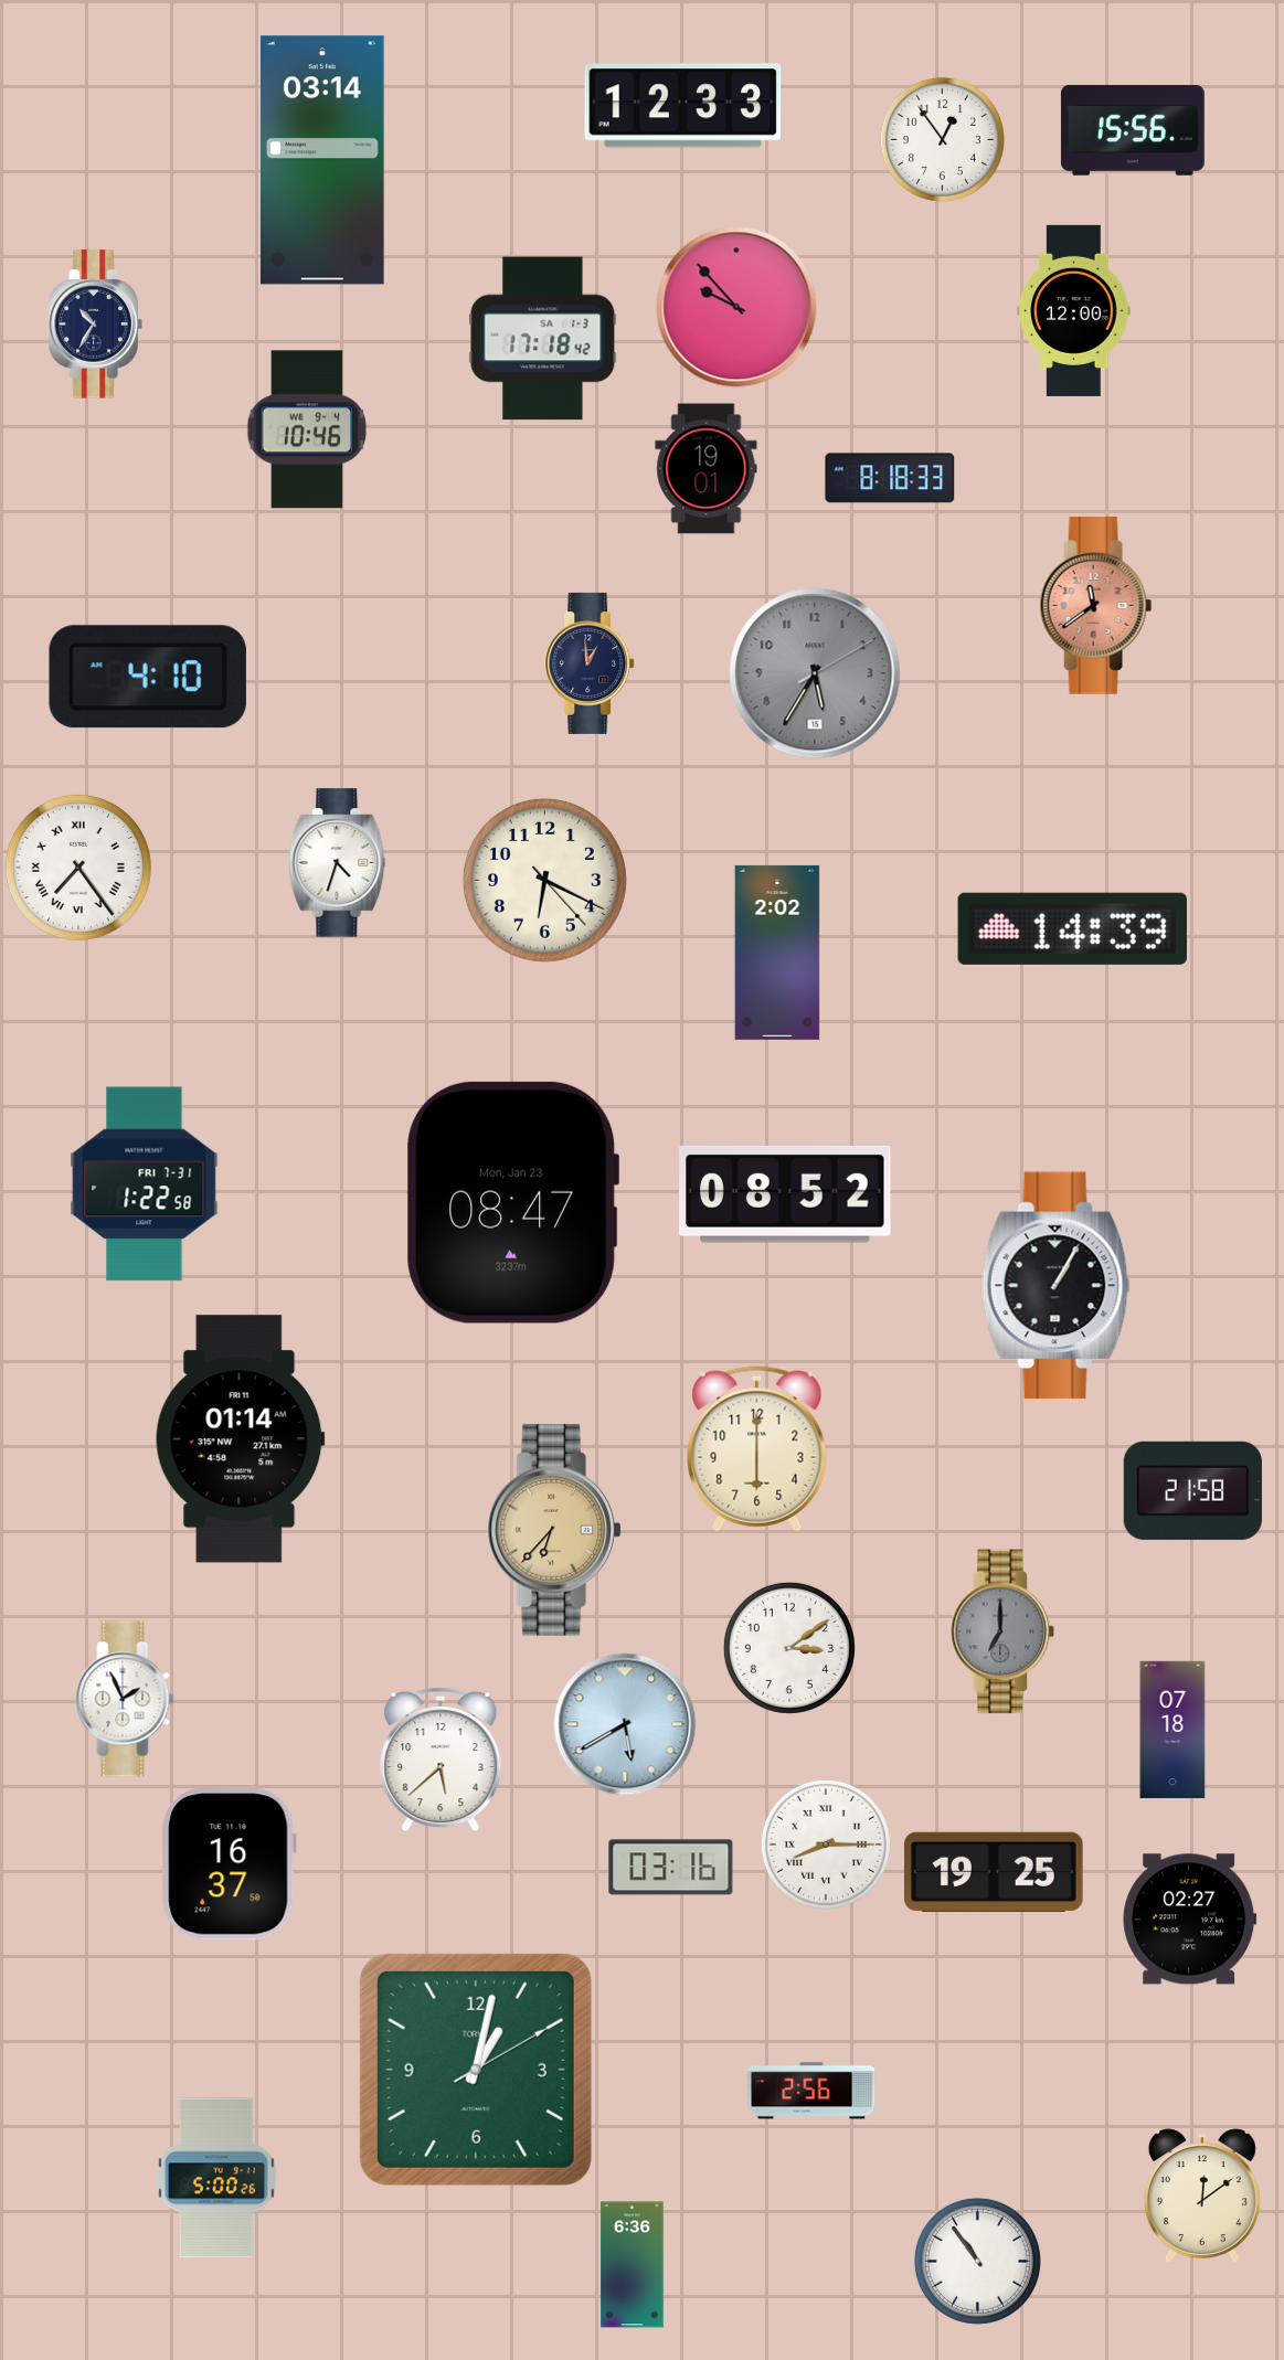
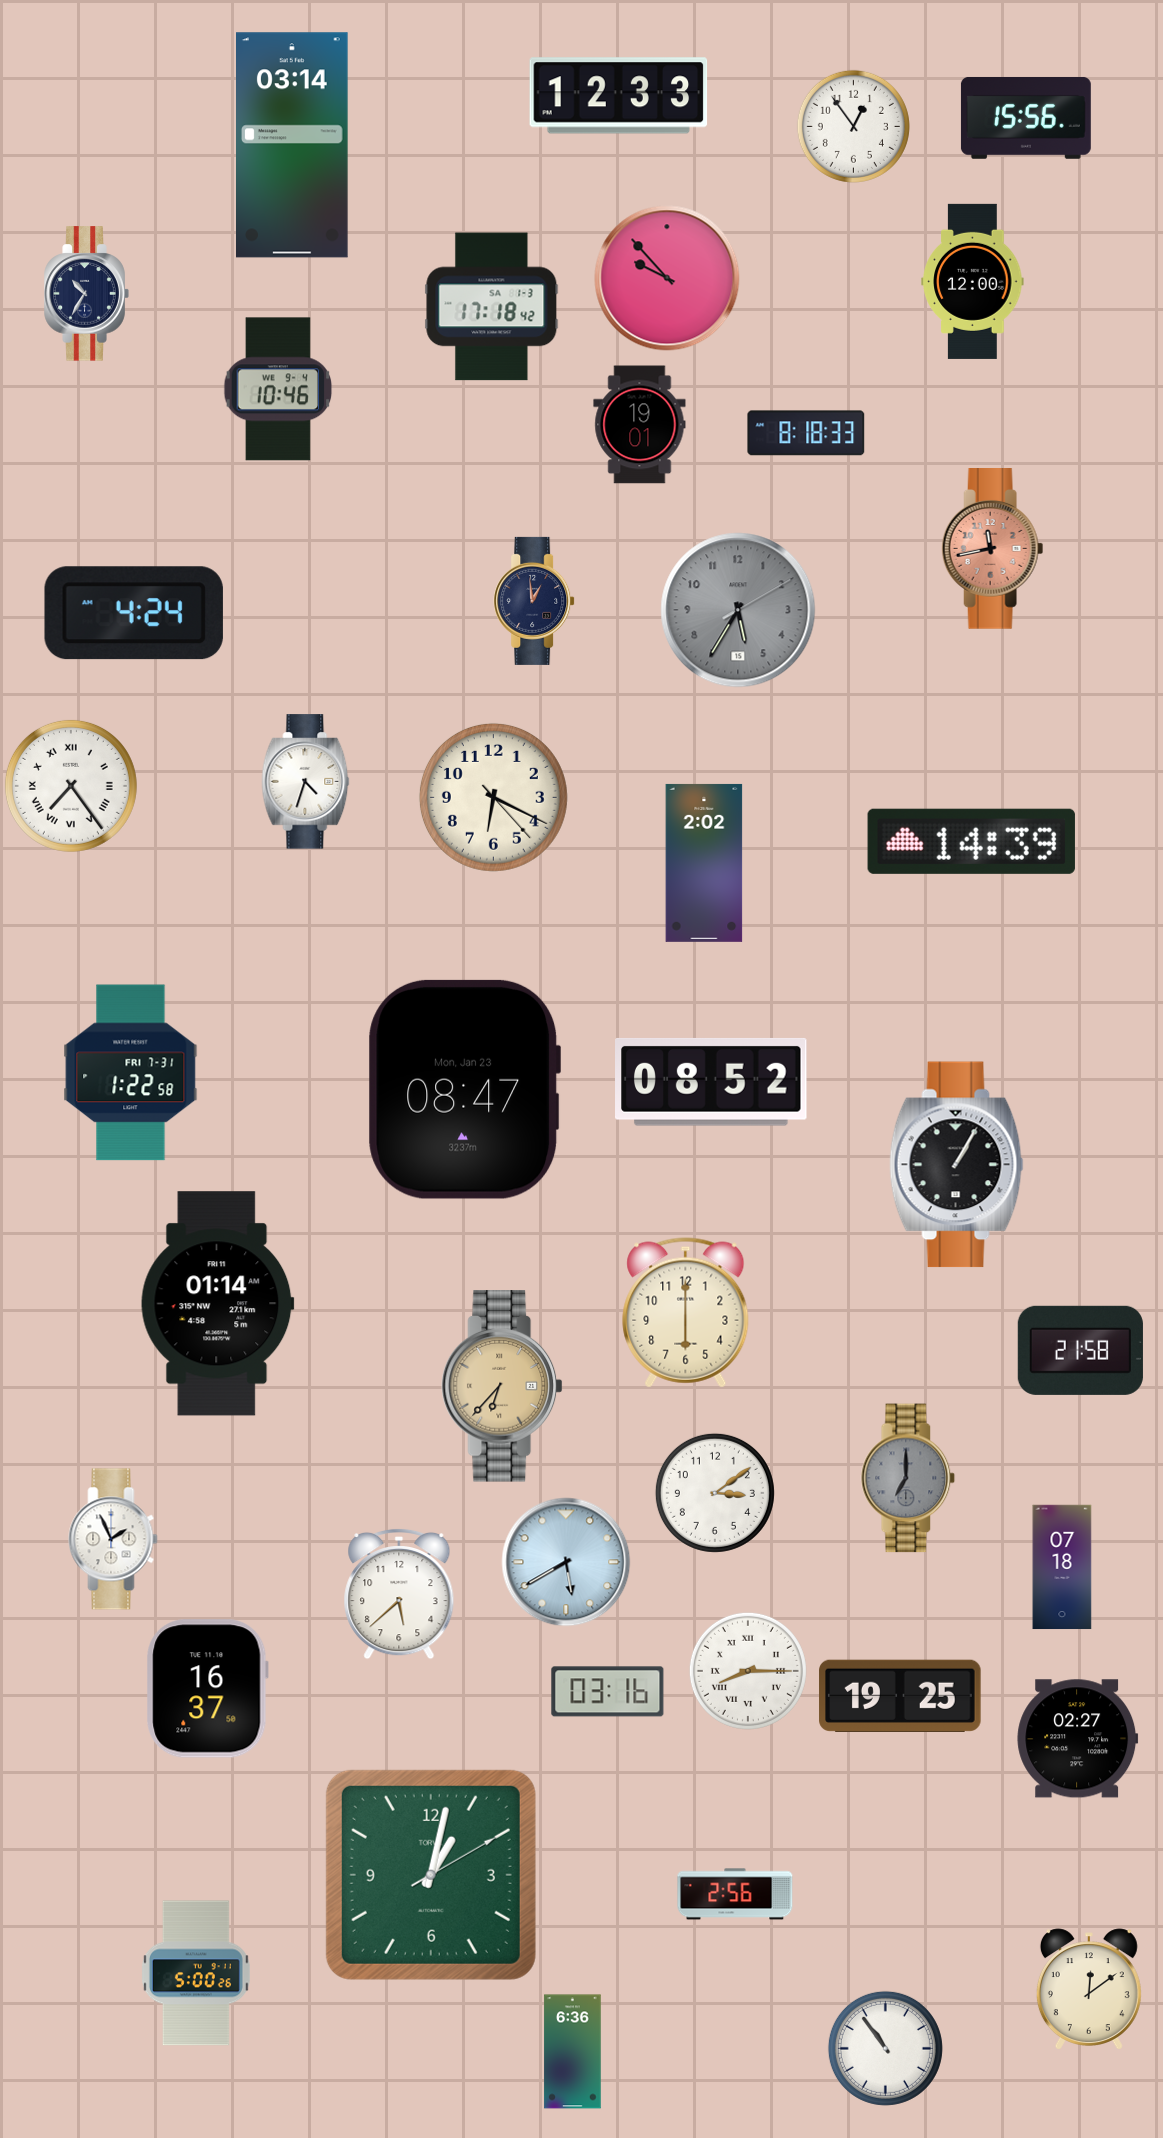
clock at (1096, 606): 11:39 -> 11:43
clock at (148, 677): 4:10 -> 4:24
